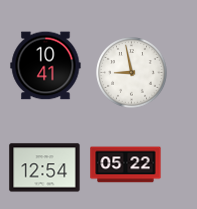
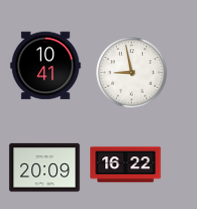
clock at (126, 165): 05:22 -> 16:22
clock at (45, 168): 12:54 -> 20:09
